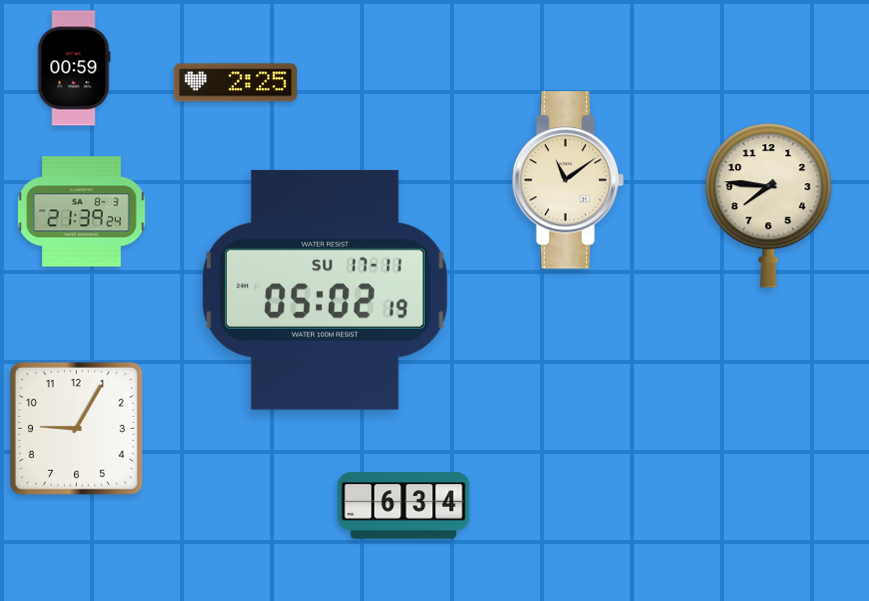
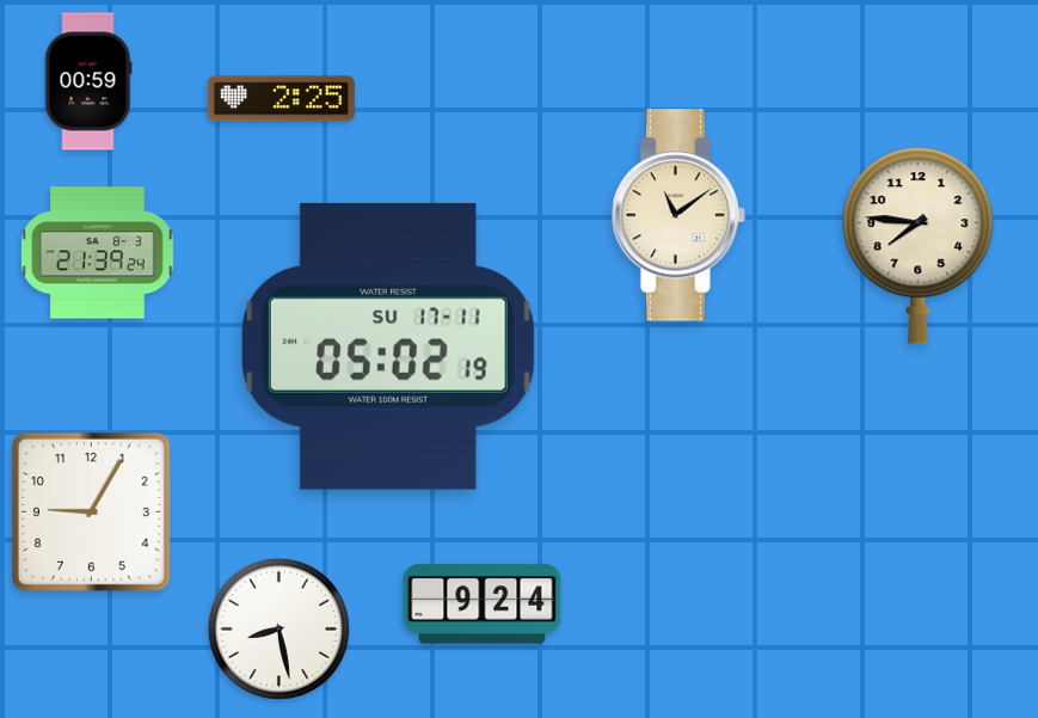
clock at (404, 506): 6:34 -> 9:24
clock at (278, 628): none -> 8:28
